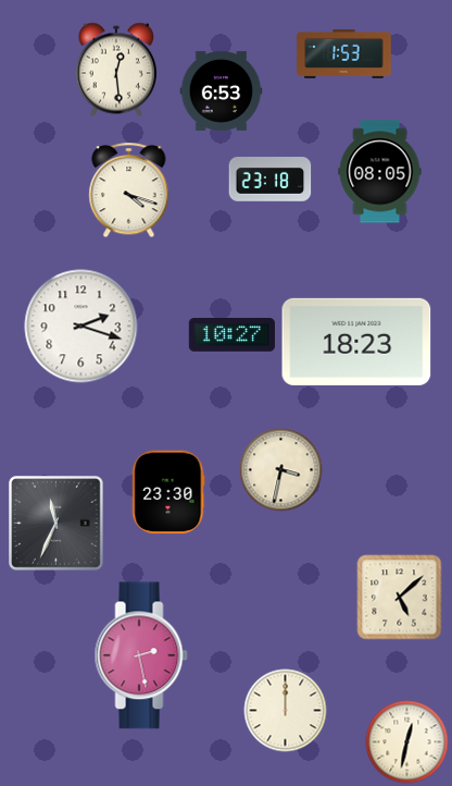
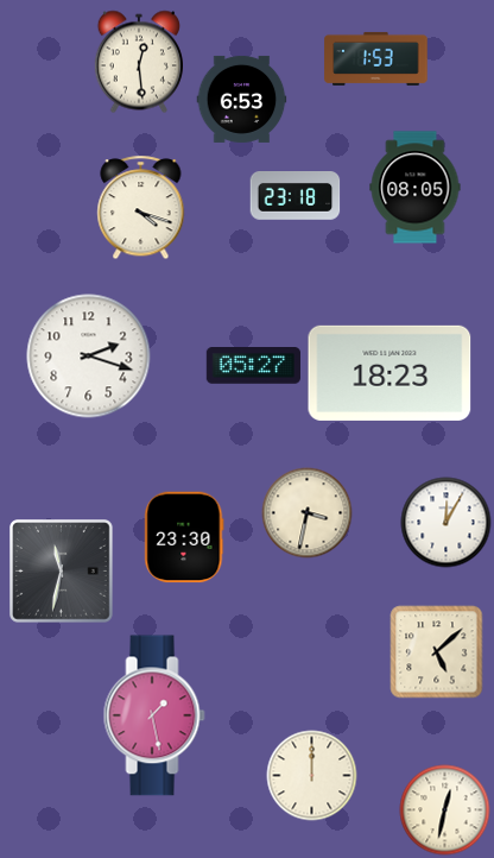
clock at (115, 70) position: (115, 70) -> (138, 62)
clock at (231, 335): 10:27 -> 05:27
clock at (446, 523): none -> 12:05
clock at (56, 524): 11:34 -> 11:32
clock at (141, 655): 2:28 -> 1:28
